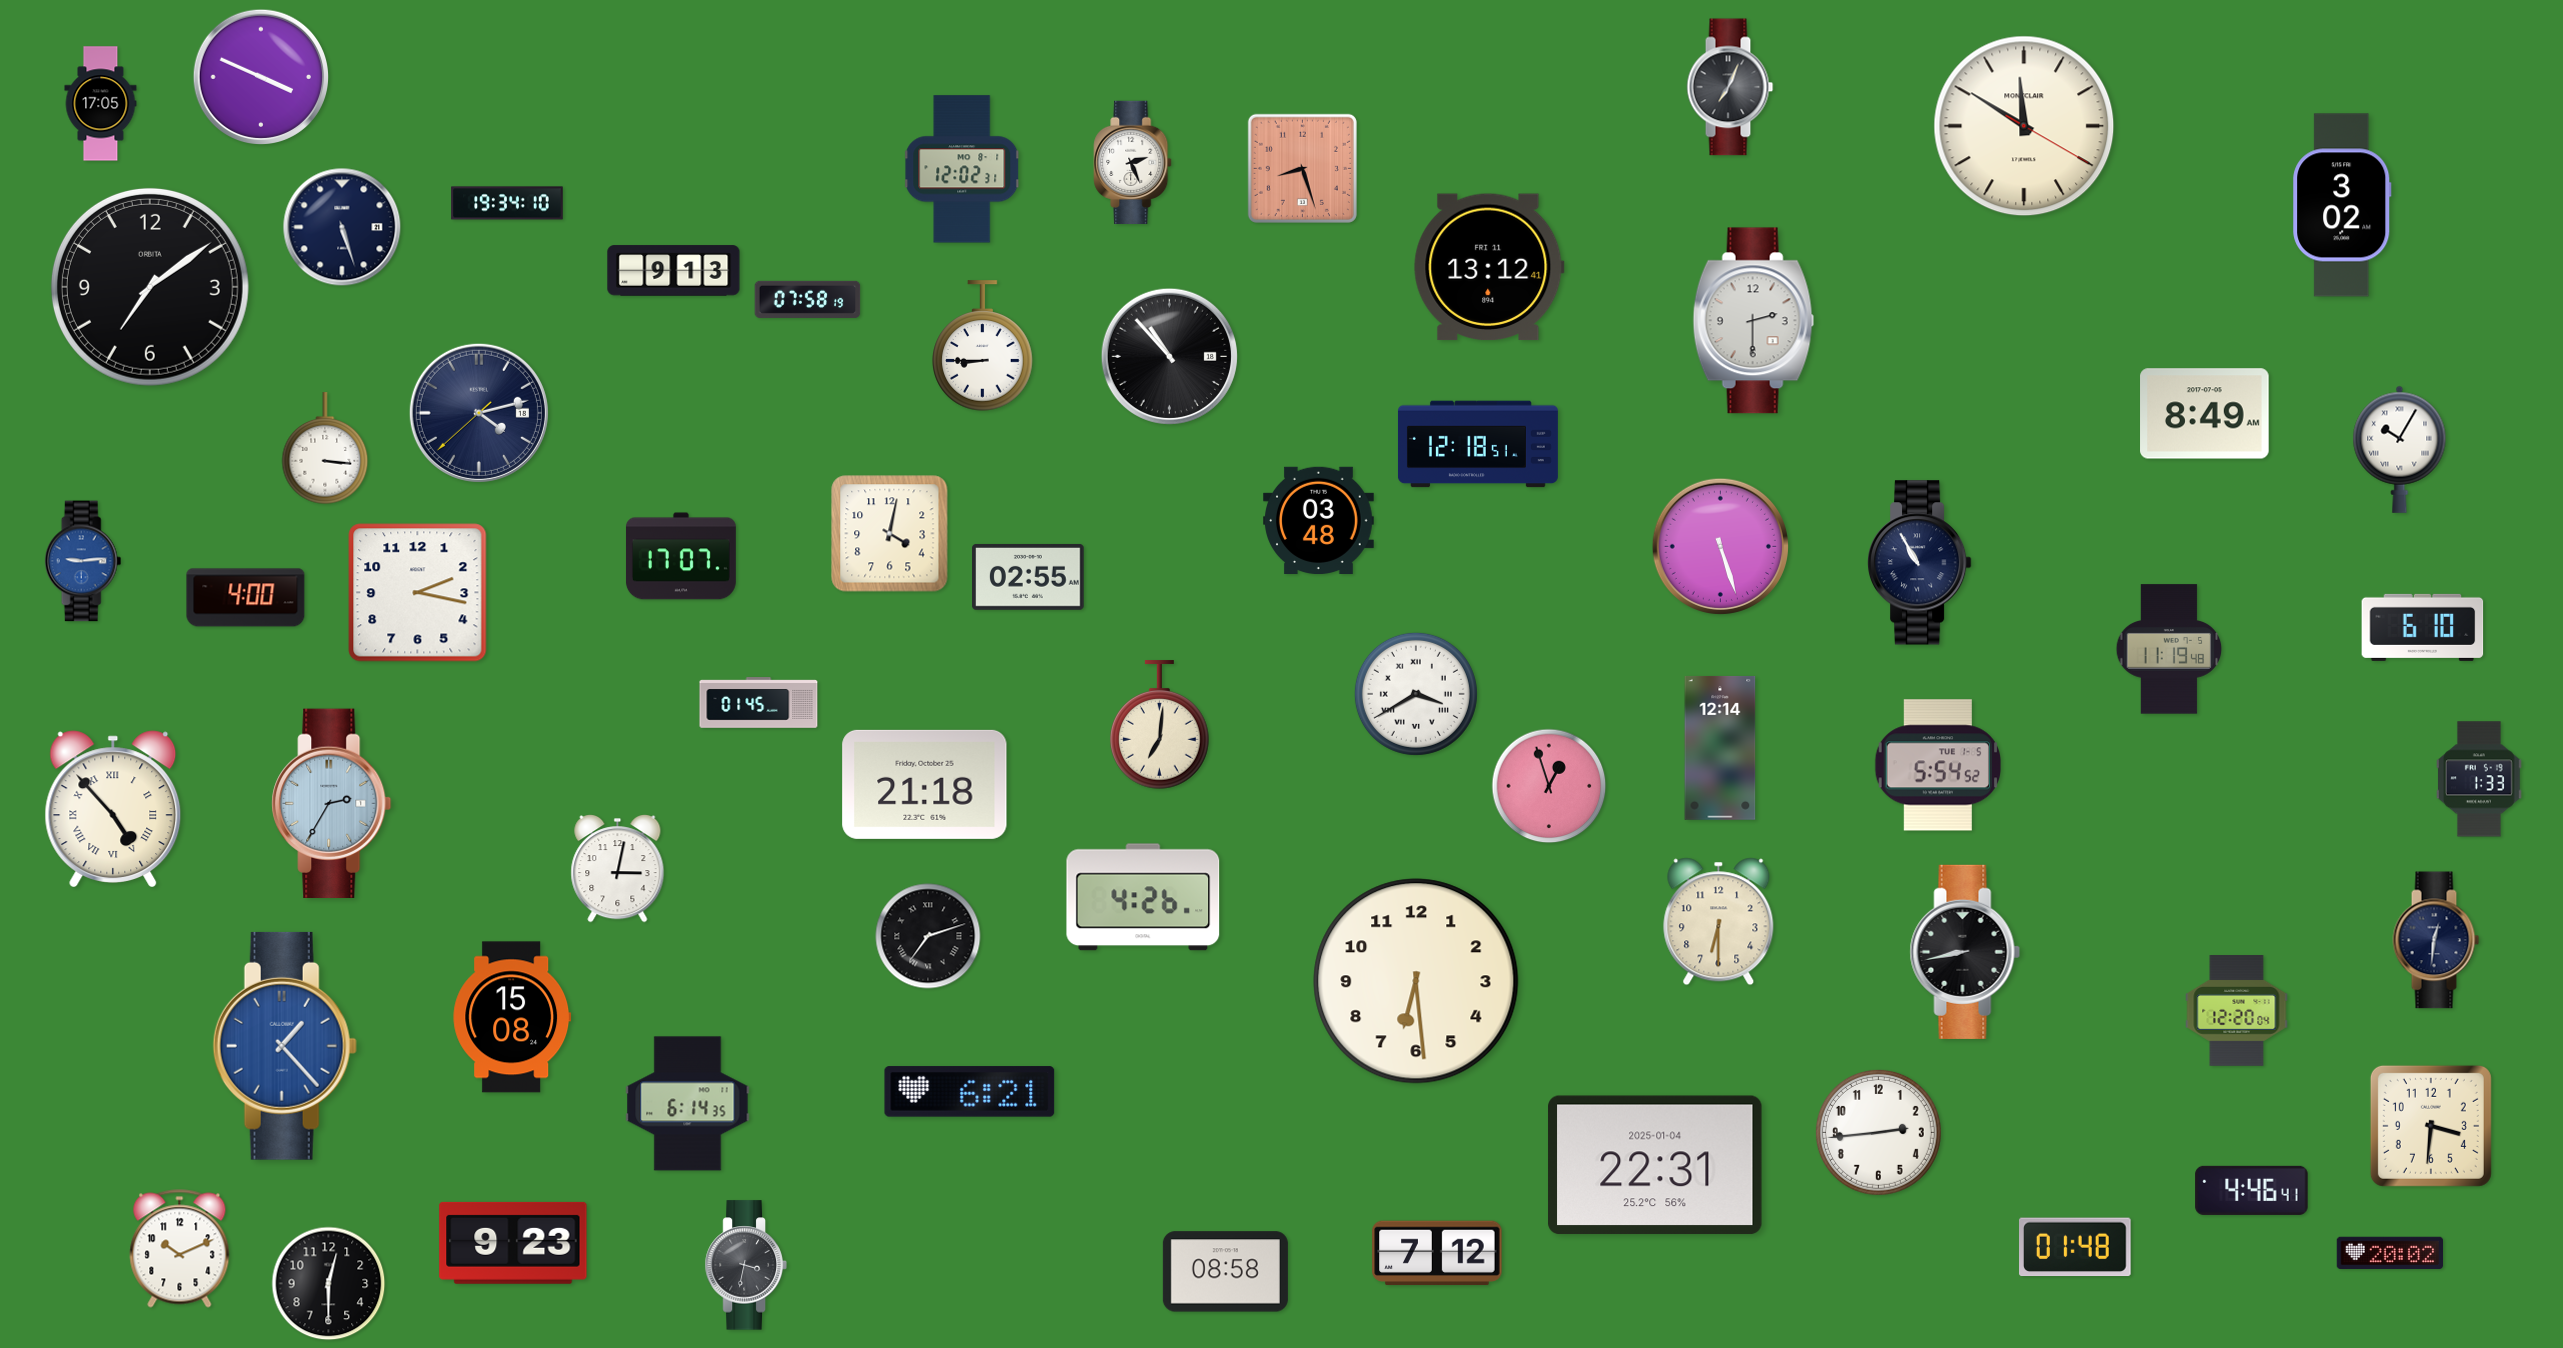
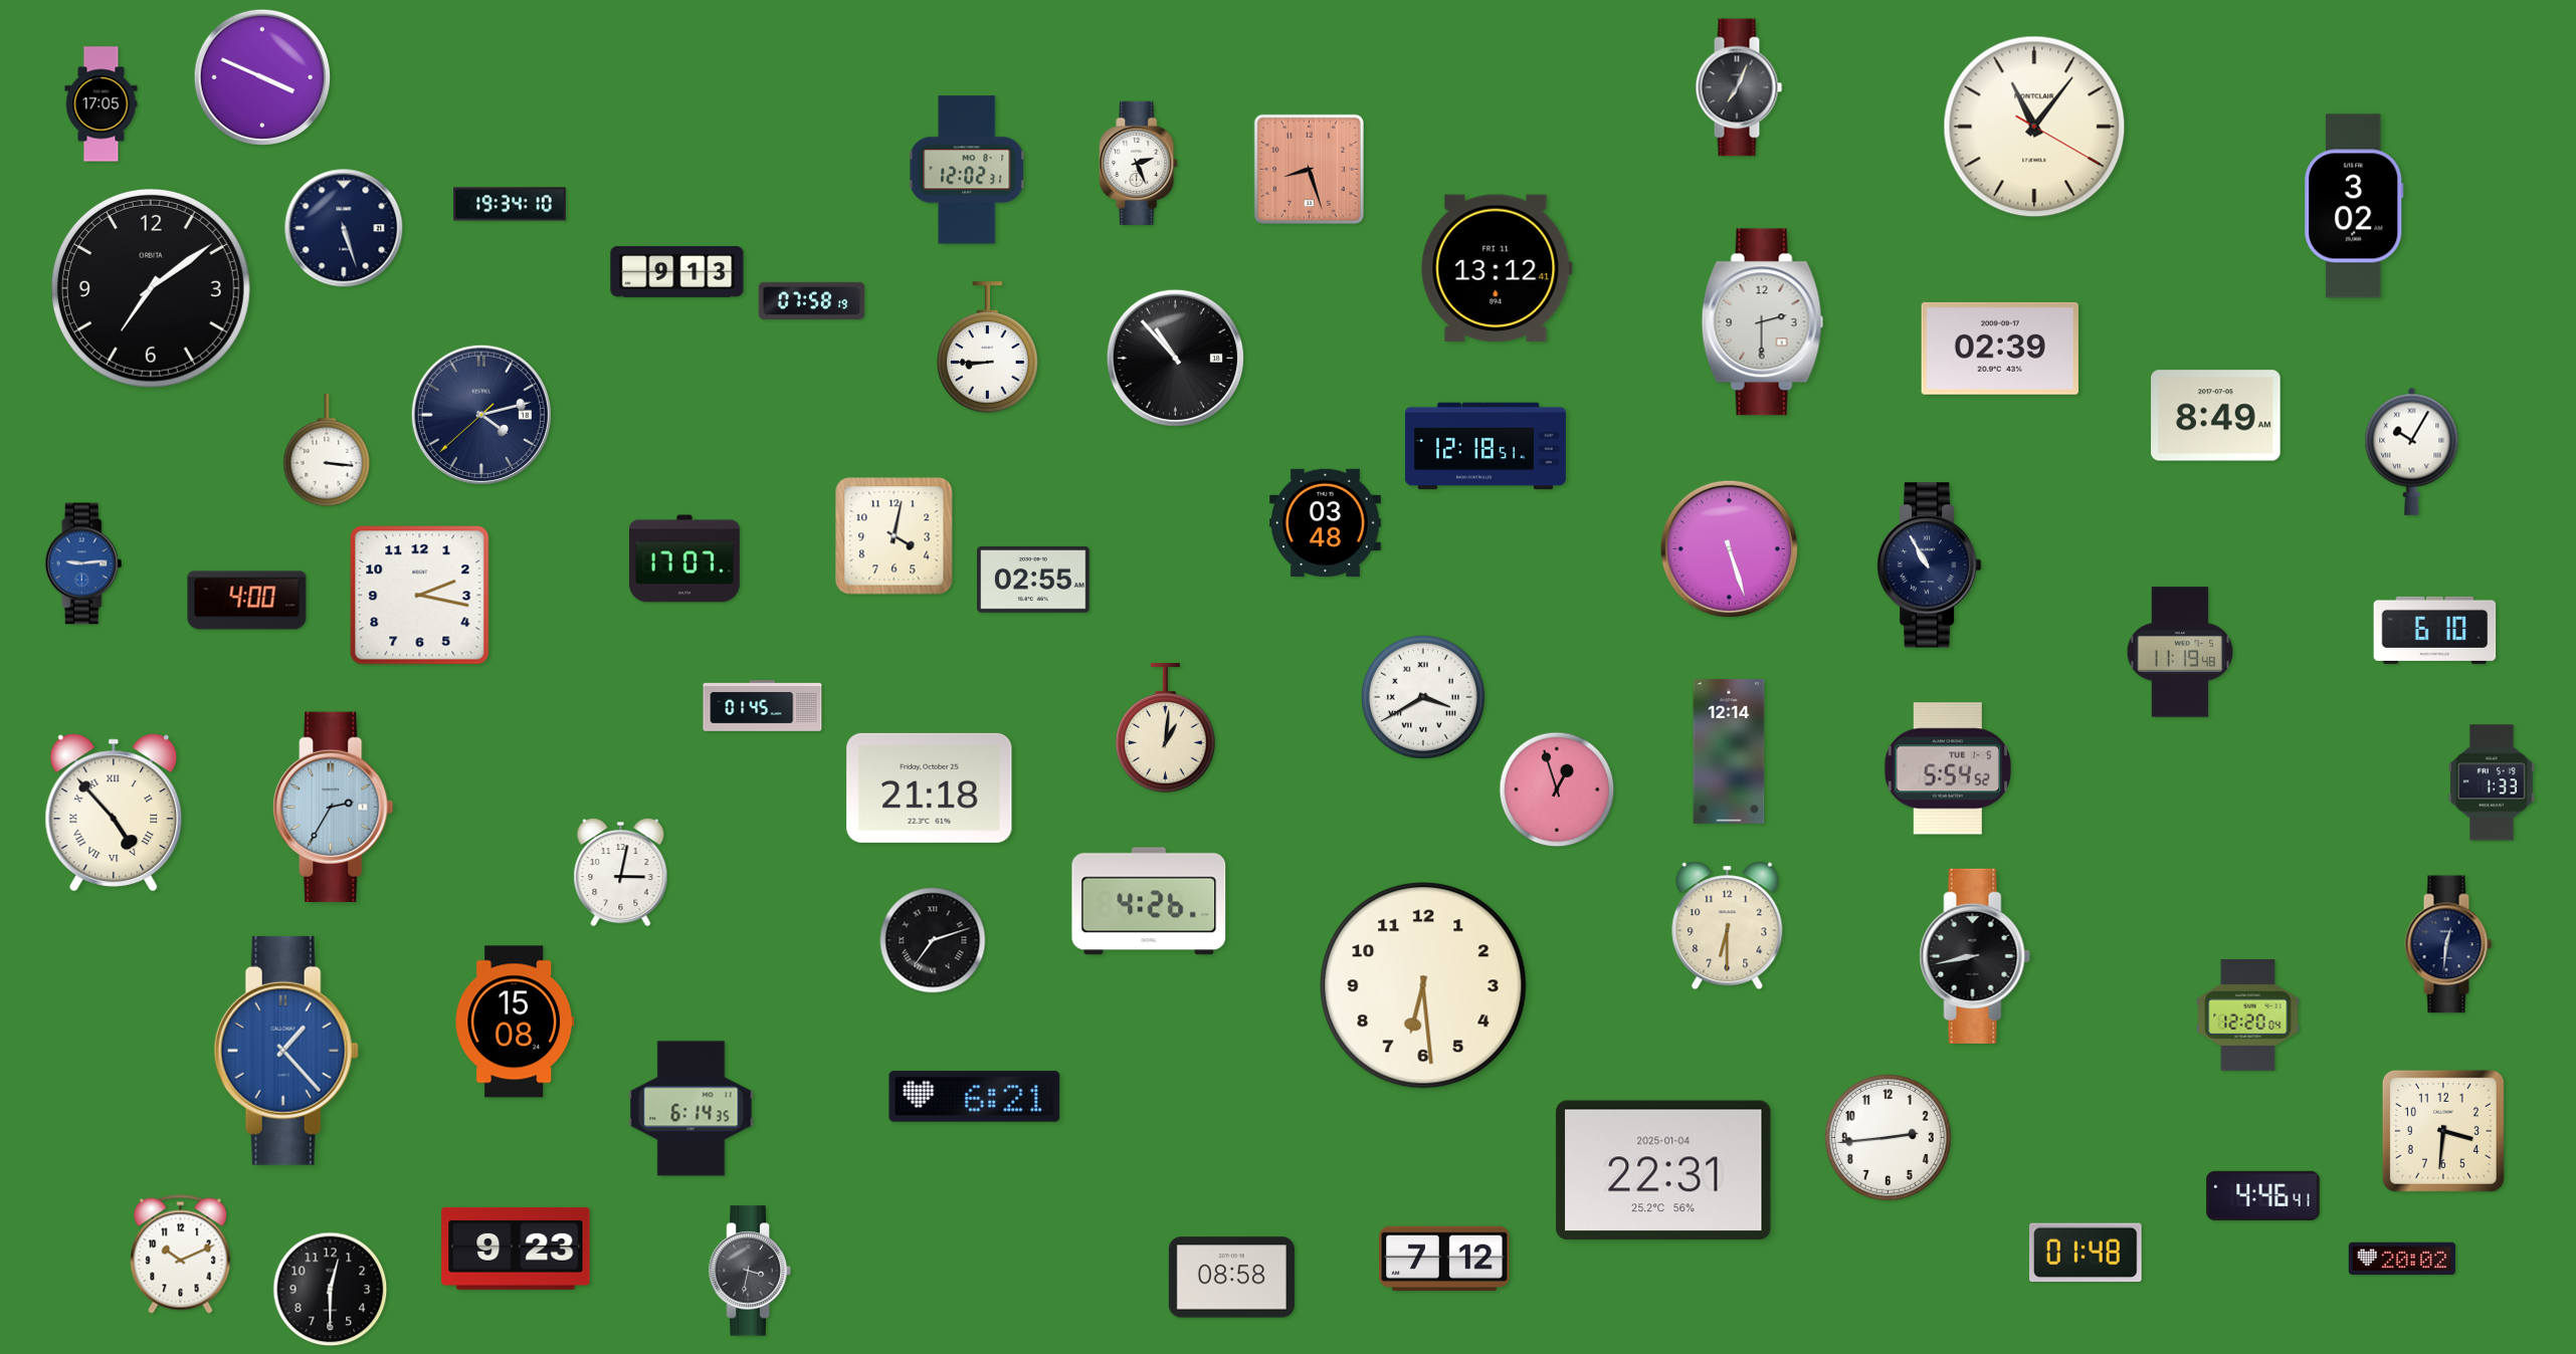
clock at (2024, 126): 11:50 -> 11:06
clock at (2000, 349): none -> 02:39
clock at (1160, 725): 7:01 -> 1:01
